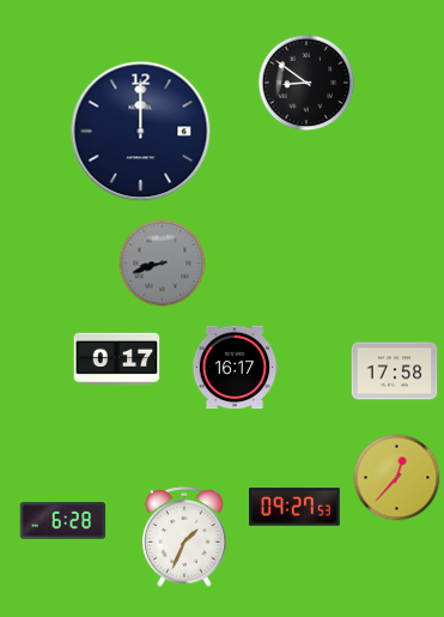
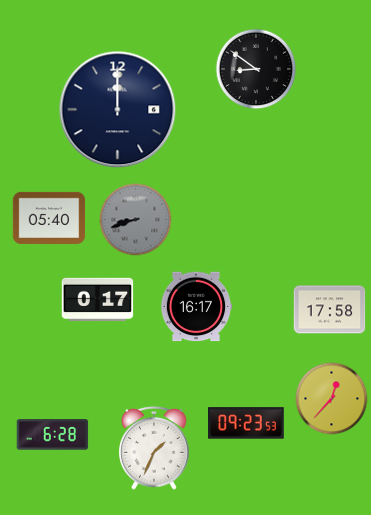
clock at (49, 218): none -> 05:40
clock at (296, 507): 09:27 -> 09:23
